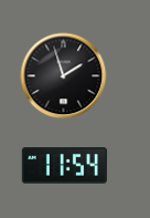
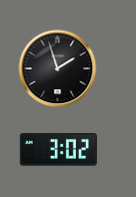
clock at (64, 166): 11:54 -> 3:02
